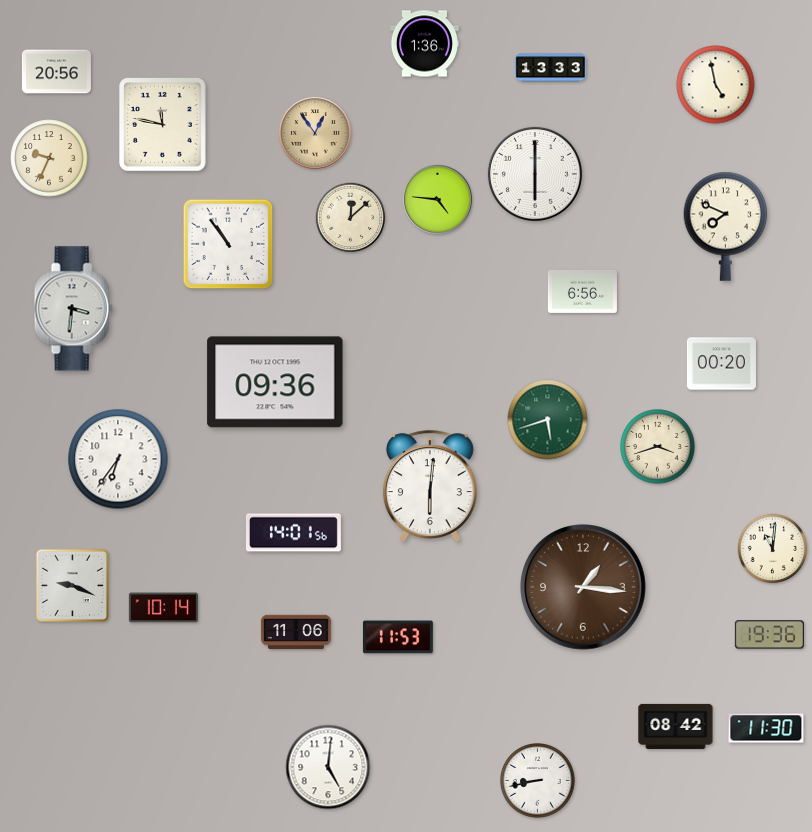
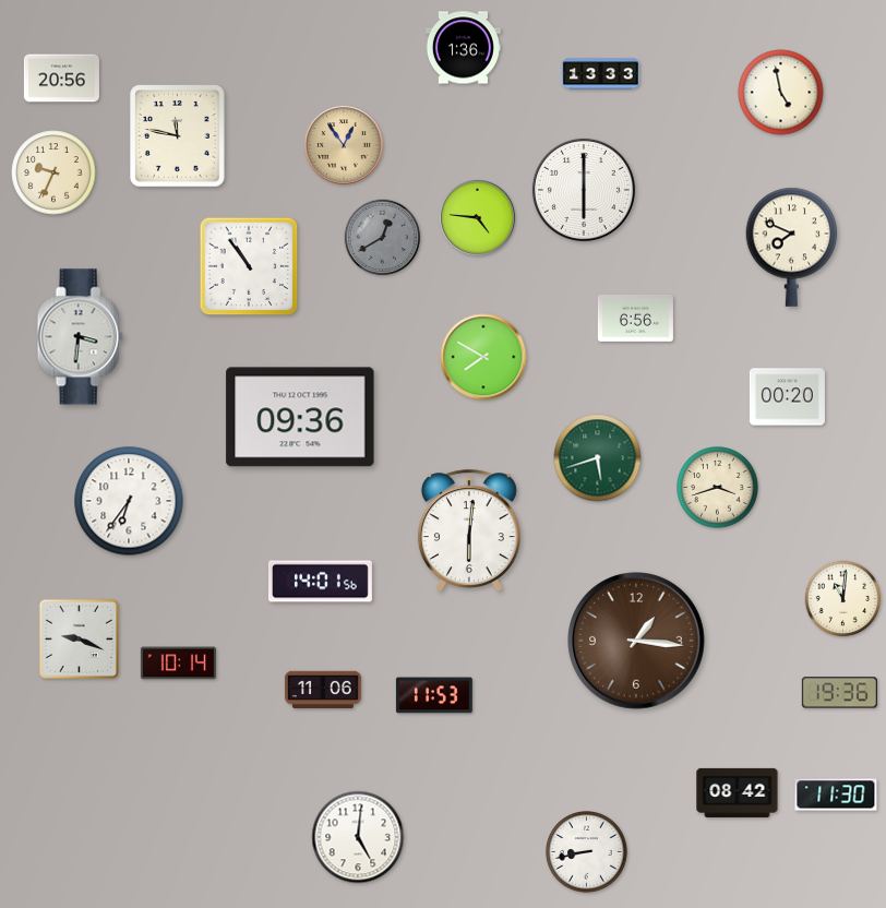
clock at (351, 218): 12:08 -> 12:40
clock at (351, 218) dial: cream -> grey
clock at (483, 357): none -> 7:50
